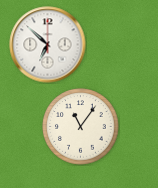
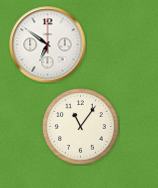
clock at (48, 45): 6:52 -> 6:51
